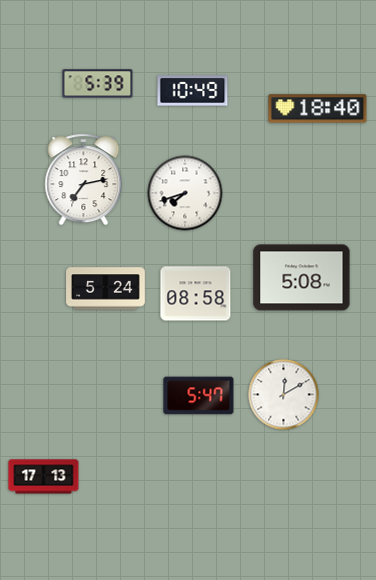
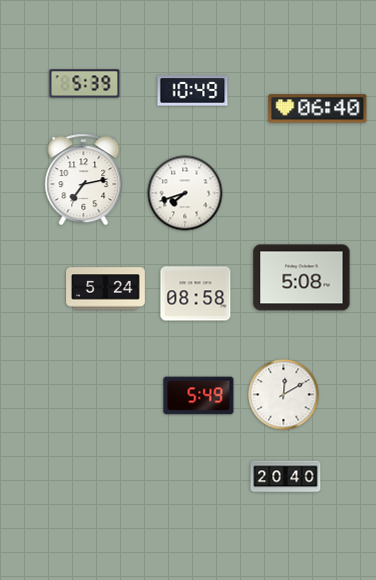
clock at (98, 84) position: (98, 84) -> (85, 84)
clock at (318, 109): 18:40 -> 06:40
clock at (199, 396): 5:47 -> 5:49
clock at (44, 477): 17:13 -> none
clock at (286, 477): none -> 20:40
